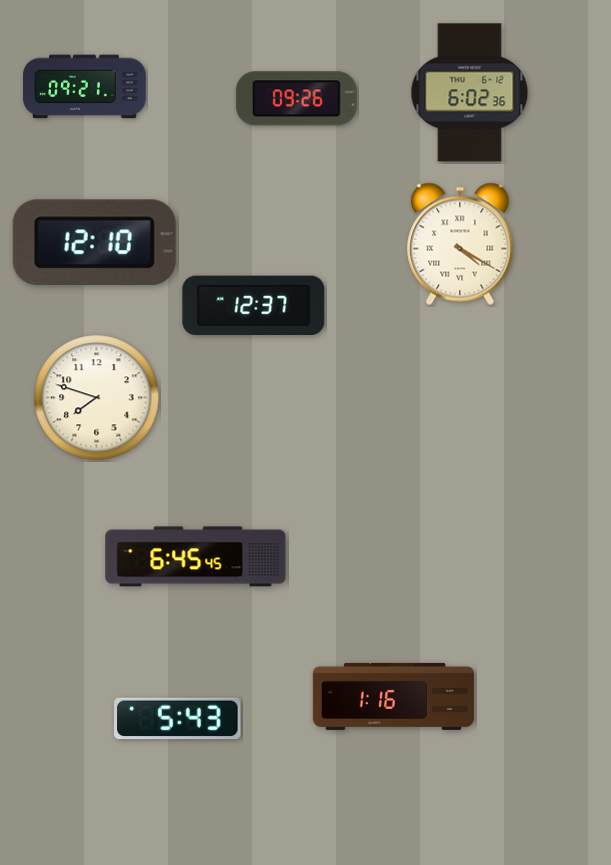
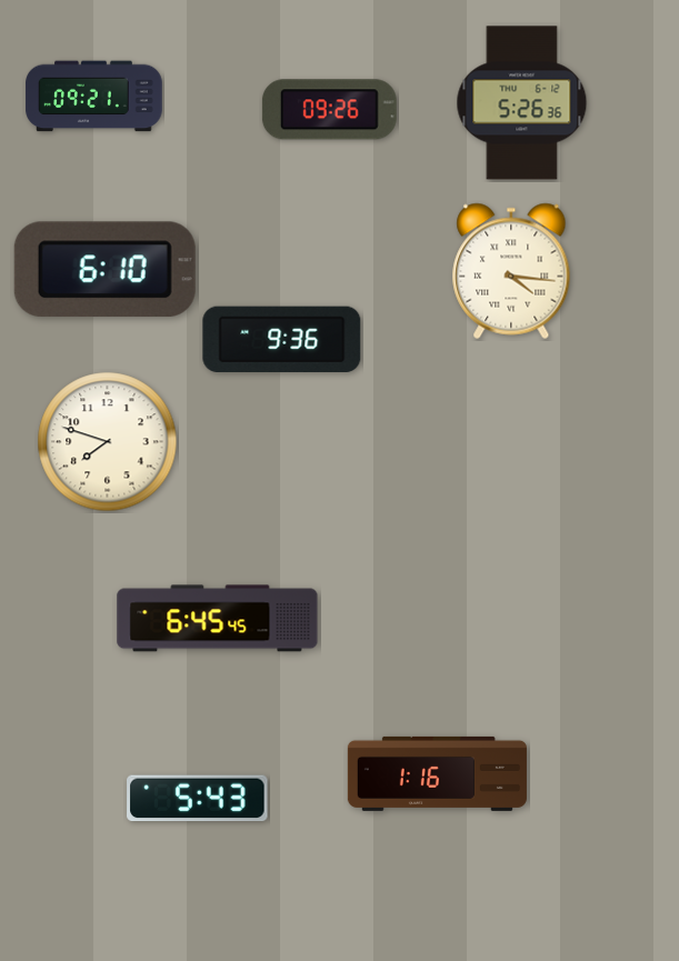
clock at (470, 93): 6:02 -> 5:26
clock at (94, 242): 12:10 -> 6:10
clock at (460, 244): 4:20 -> 4:16
clock at (254, 306): 12:37 -> 9:36
